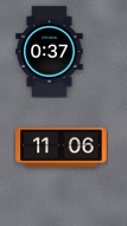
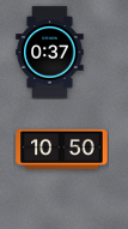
clock at (62, 147): 11:06 -> 10:50
